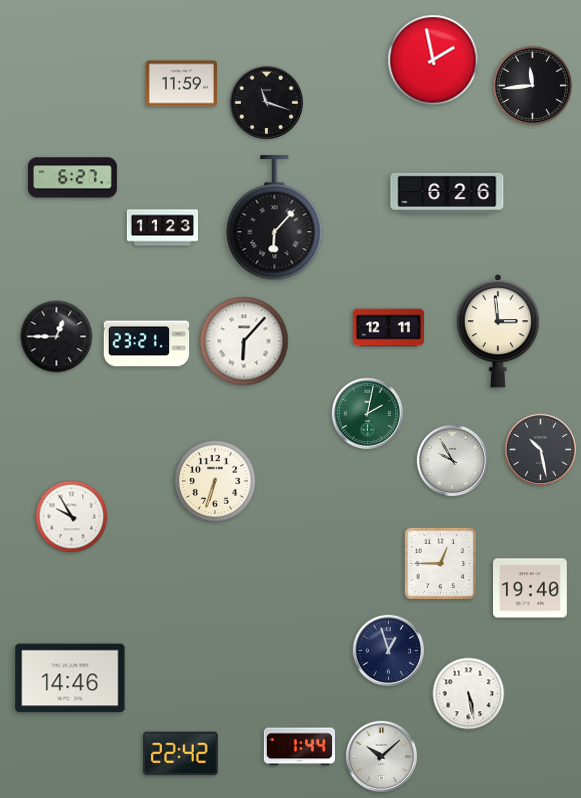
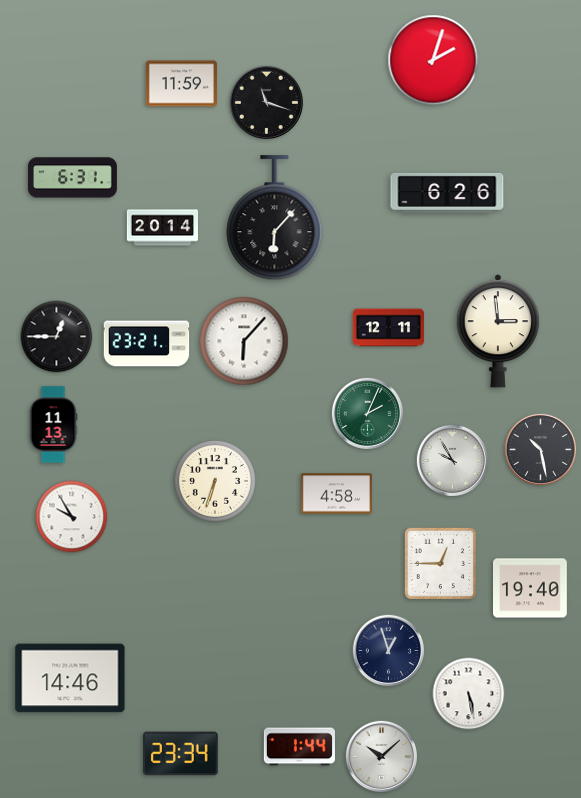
clock at (433, 60): 1:58 -> 2:03
clock at (532, 85): 11:44 -> none
clock at (72, 178): 6:27 -> 6:31
clock at (162, 228): 11:23 -> 20:14
clock at (367, 413): 2:02 -> 2:04
clock at (53, 425): none -> 11:13
clock at (336, 494): none -> 4:58
clock at (181, 754): 22:42 -> 23:34
